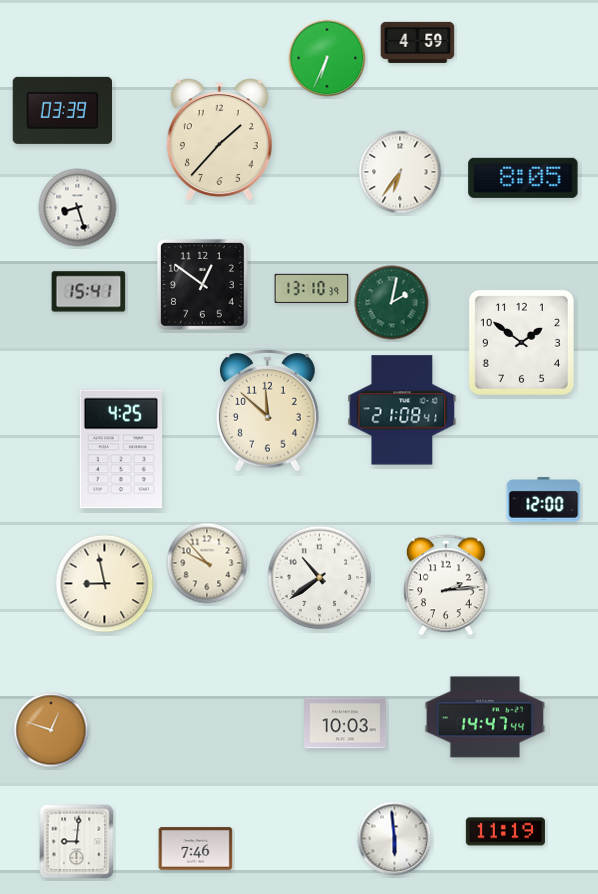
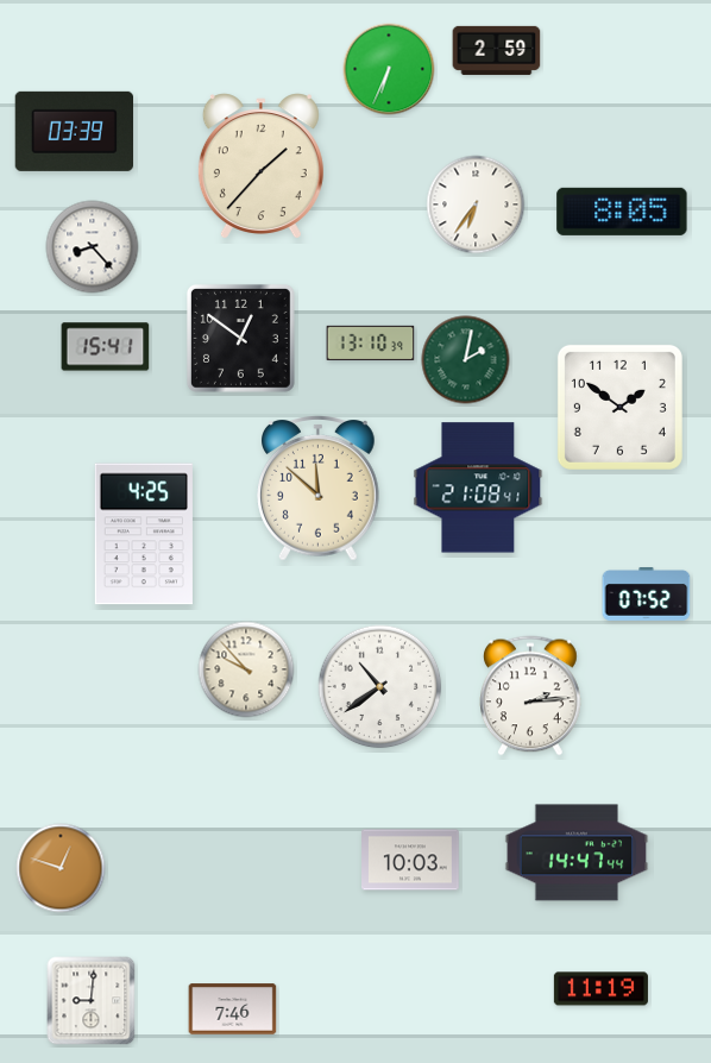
clock at (418, 42): 4:59 -> 2:59
clock at (78, 208): 8:27 -> 8:23
clock at (544, 500): 12:00 -> 07:52
clock at (105, 584): 8:58 -> none
clock at (395, 839): 5:59 -> none
